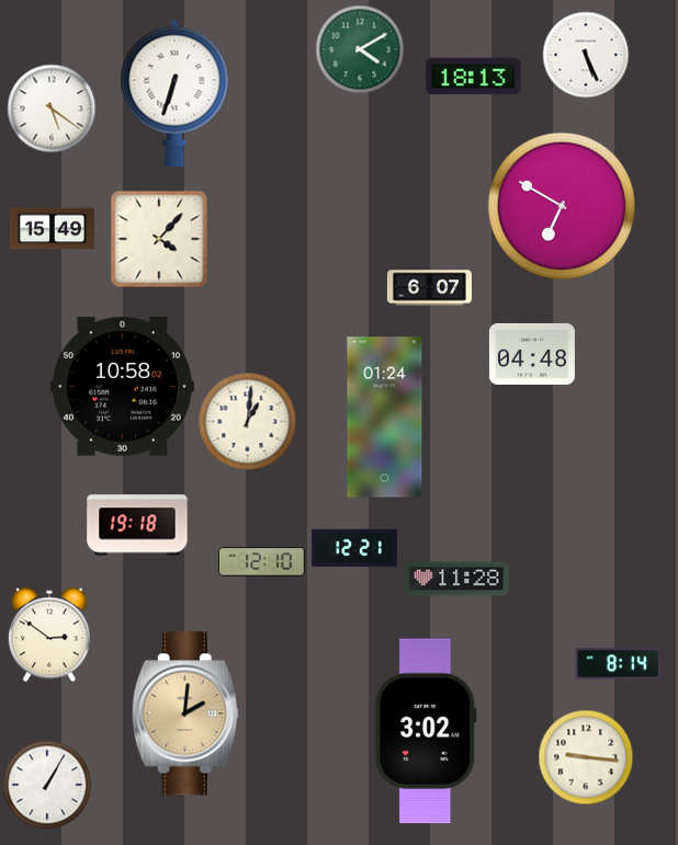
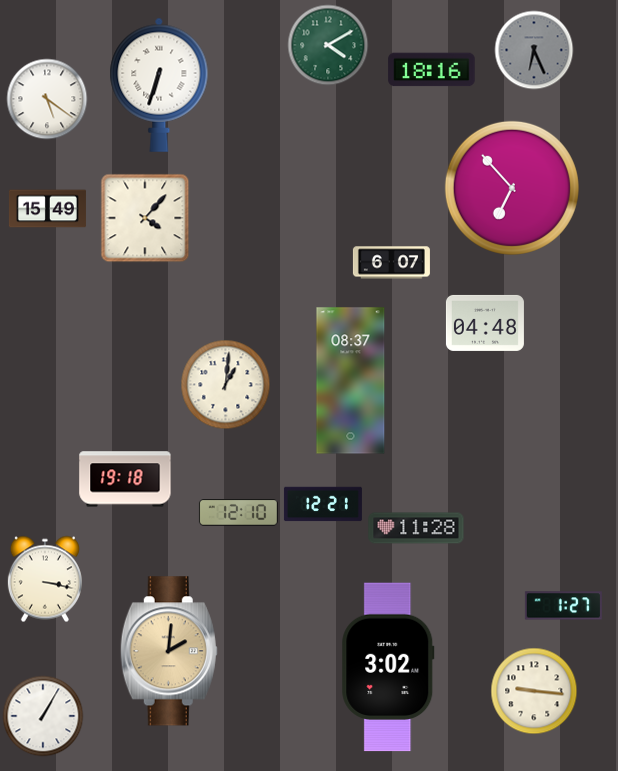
clock at (586, 55): 5:26 -> 6:26
clock at (586, 55) dial: white -> grey
clock at (474, 77): 18:13 -> 18:16
clock at (562, 206): 6:50 -> 6:53
clock at (122, 387): 10:58 -> none
clock at (385, 418): 01:24 -> 08:37
clock at (354, 548) position: (354, 548) -> (323, 504)
clock at (49, 635): 2:51 -> 3:17
clock at (618, 664): 8:14 -> 1:27
